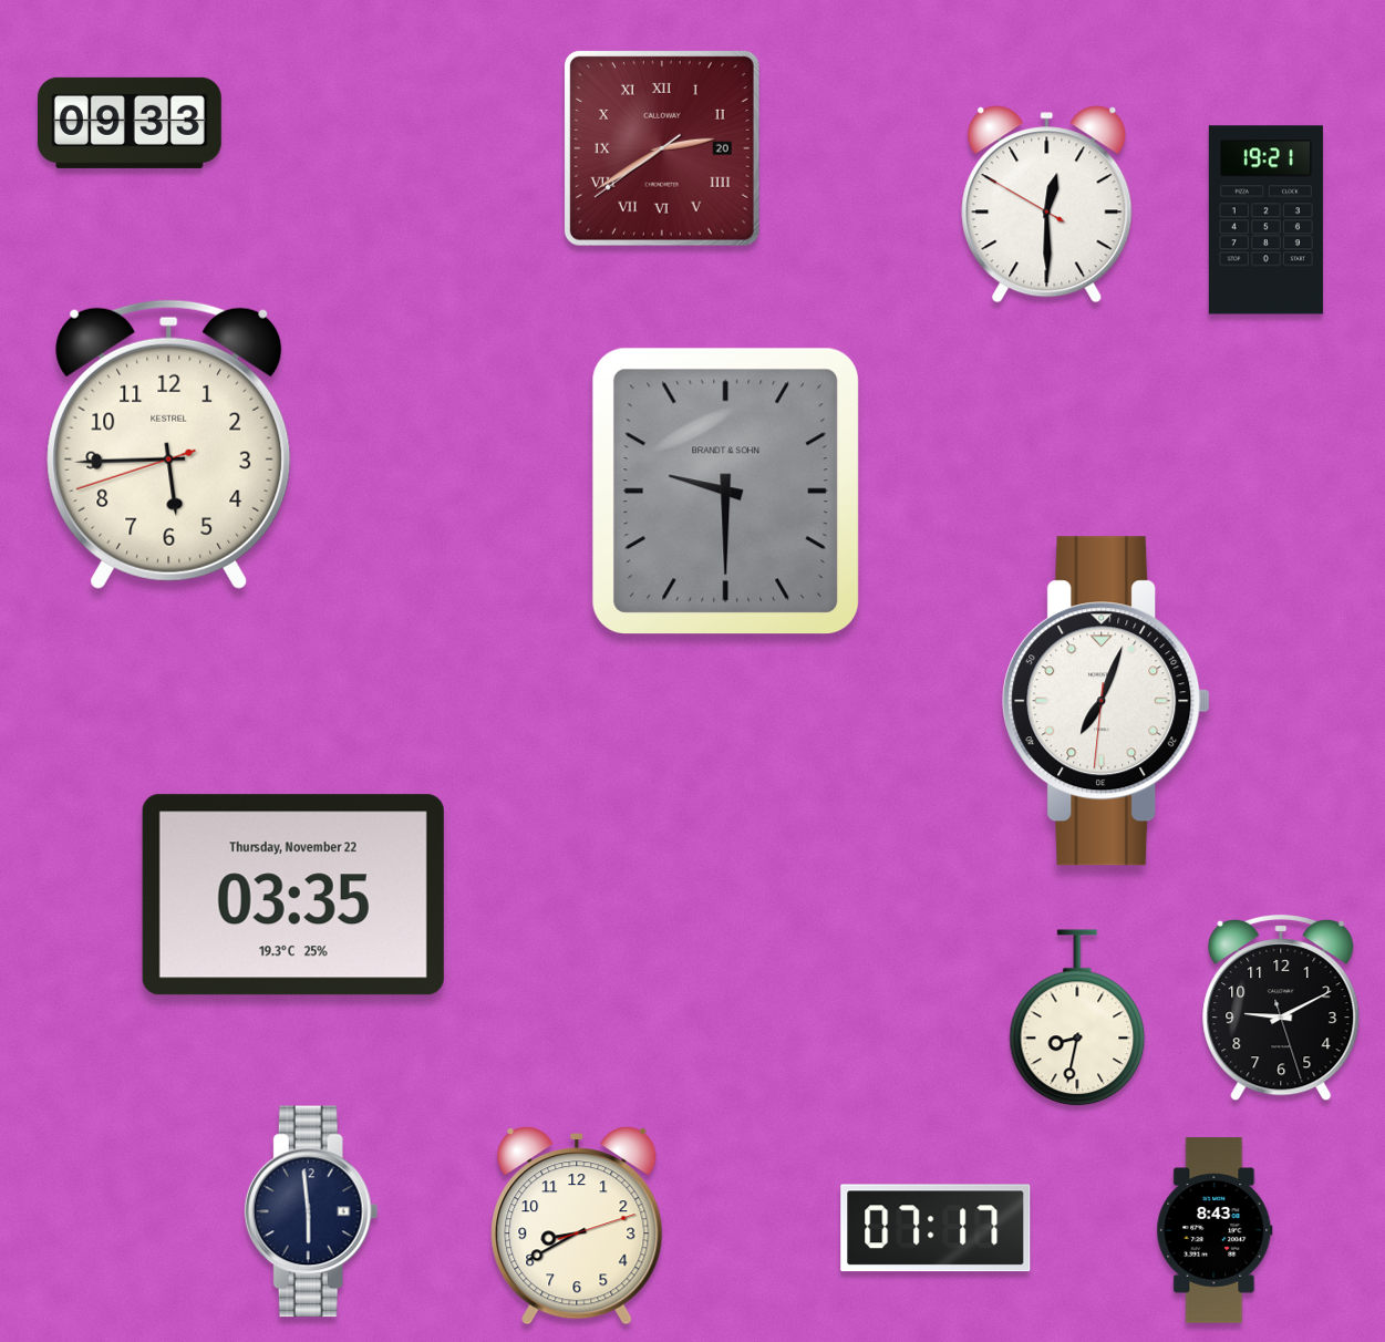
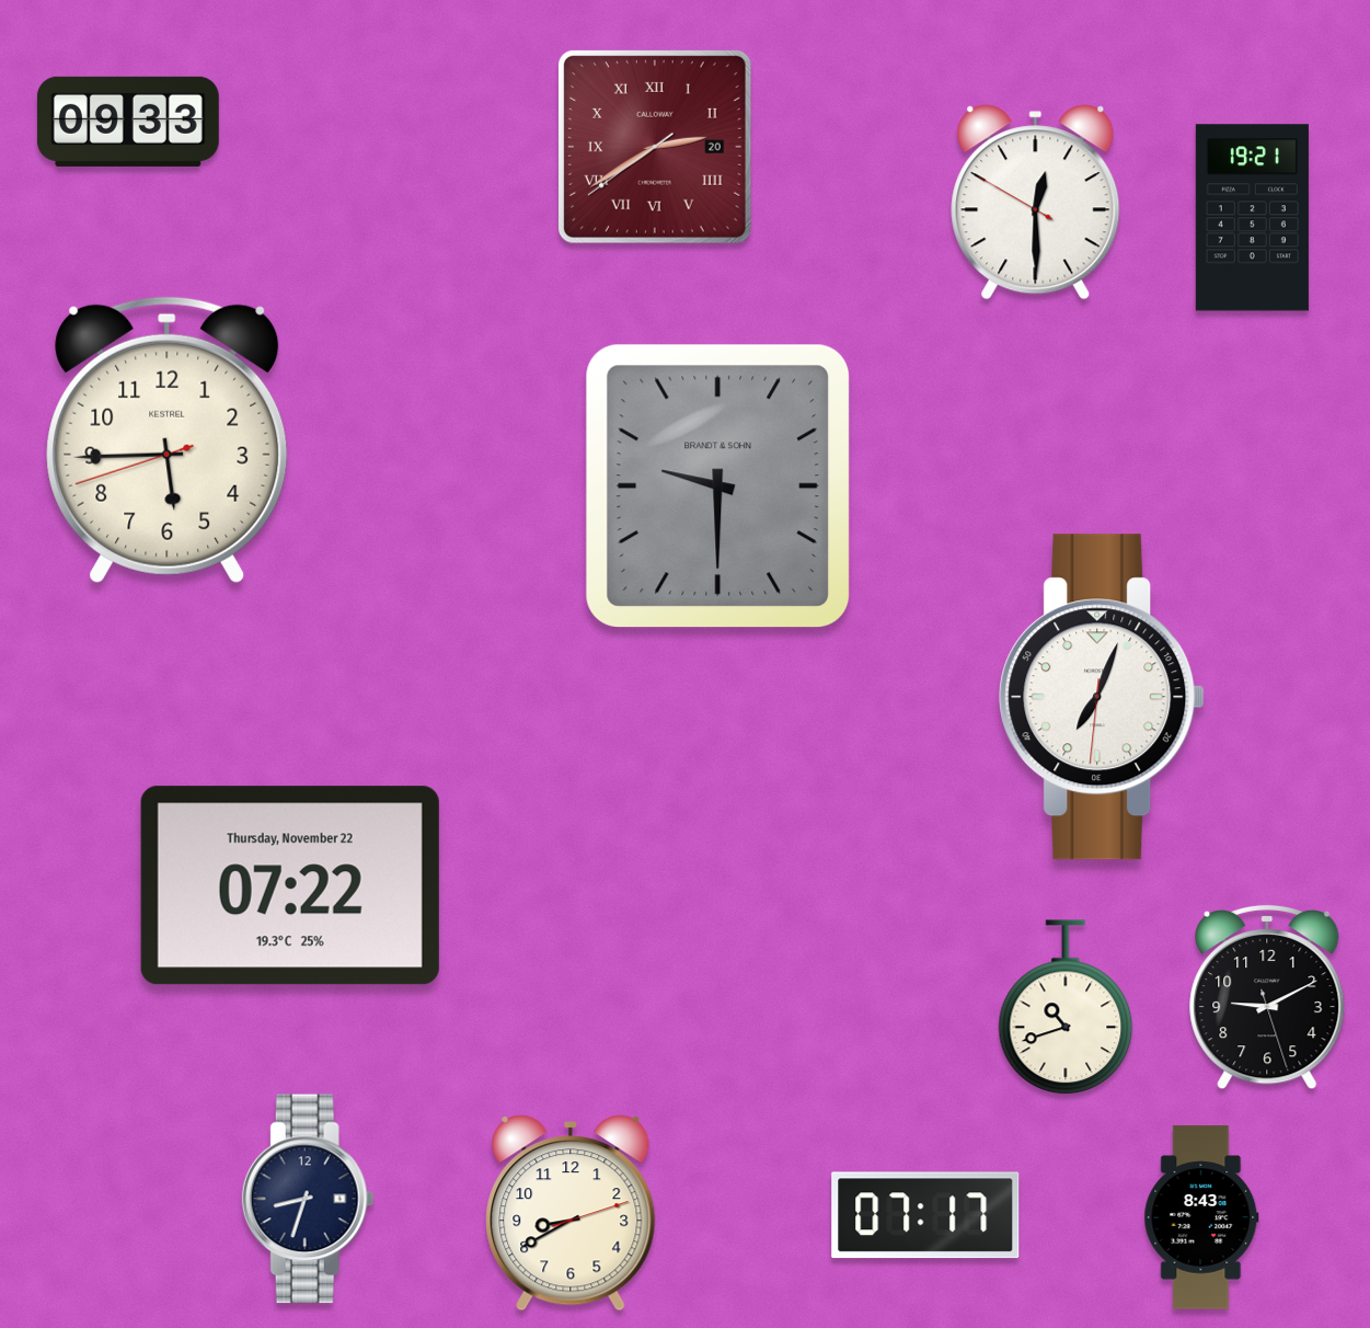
clock at (1106, 701) position: (1106, 701) -> (1102, 697)
clock at (293, 895): 03:35 -> 07:22
clock at (1077, 1019): 8:32 -> 10:42
clock at (311, 1211): 5:59 -> 8:33
